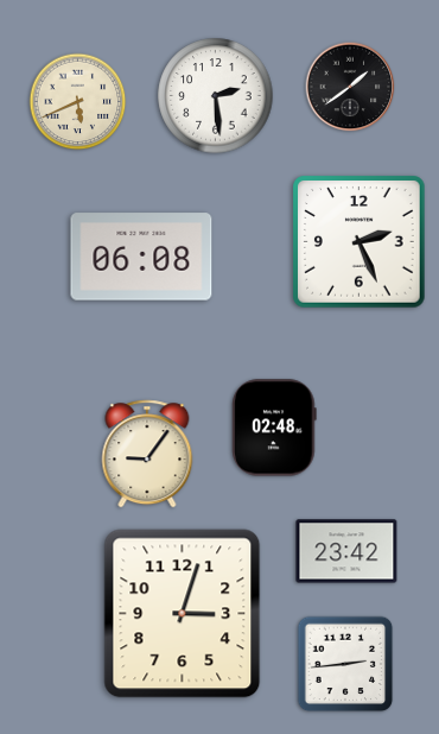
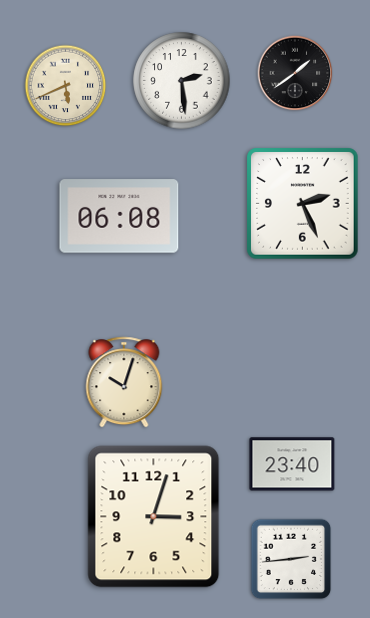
clock at (274, 428): 02:48 -> none
clock at (147, 454): 9:06 -> 10:03
clock at (346, 551): 23:42 -> 23:40
